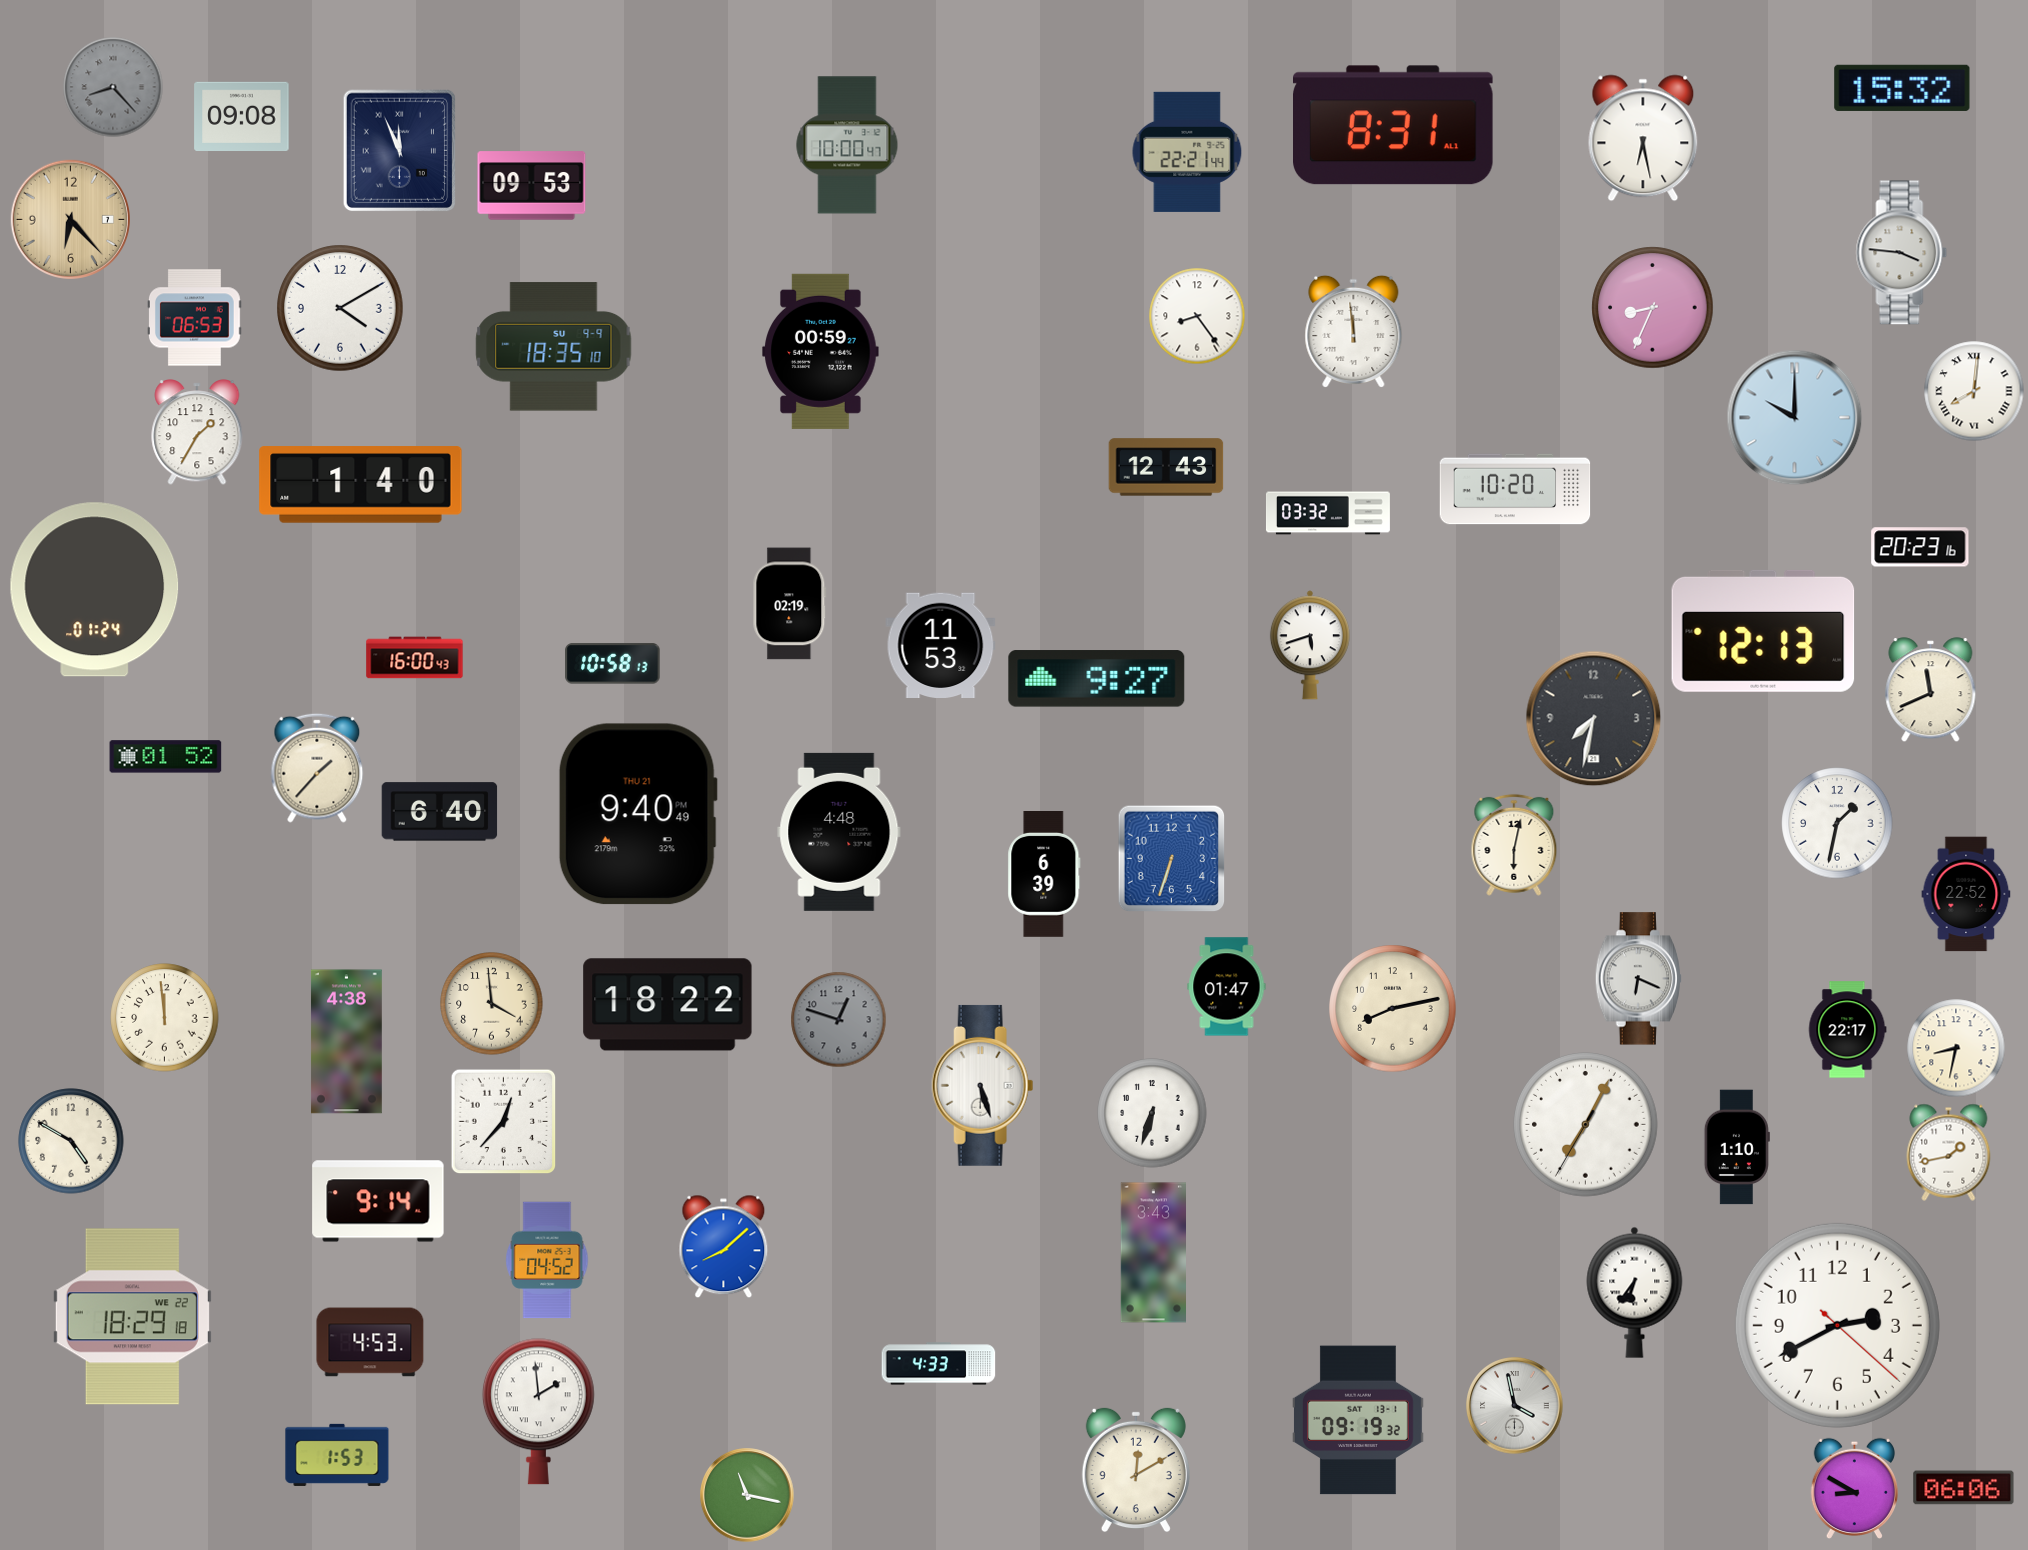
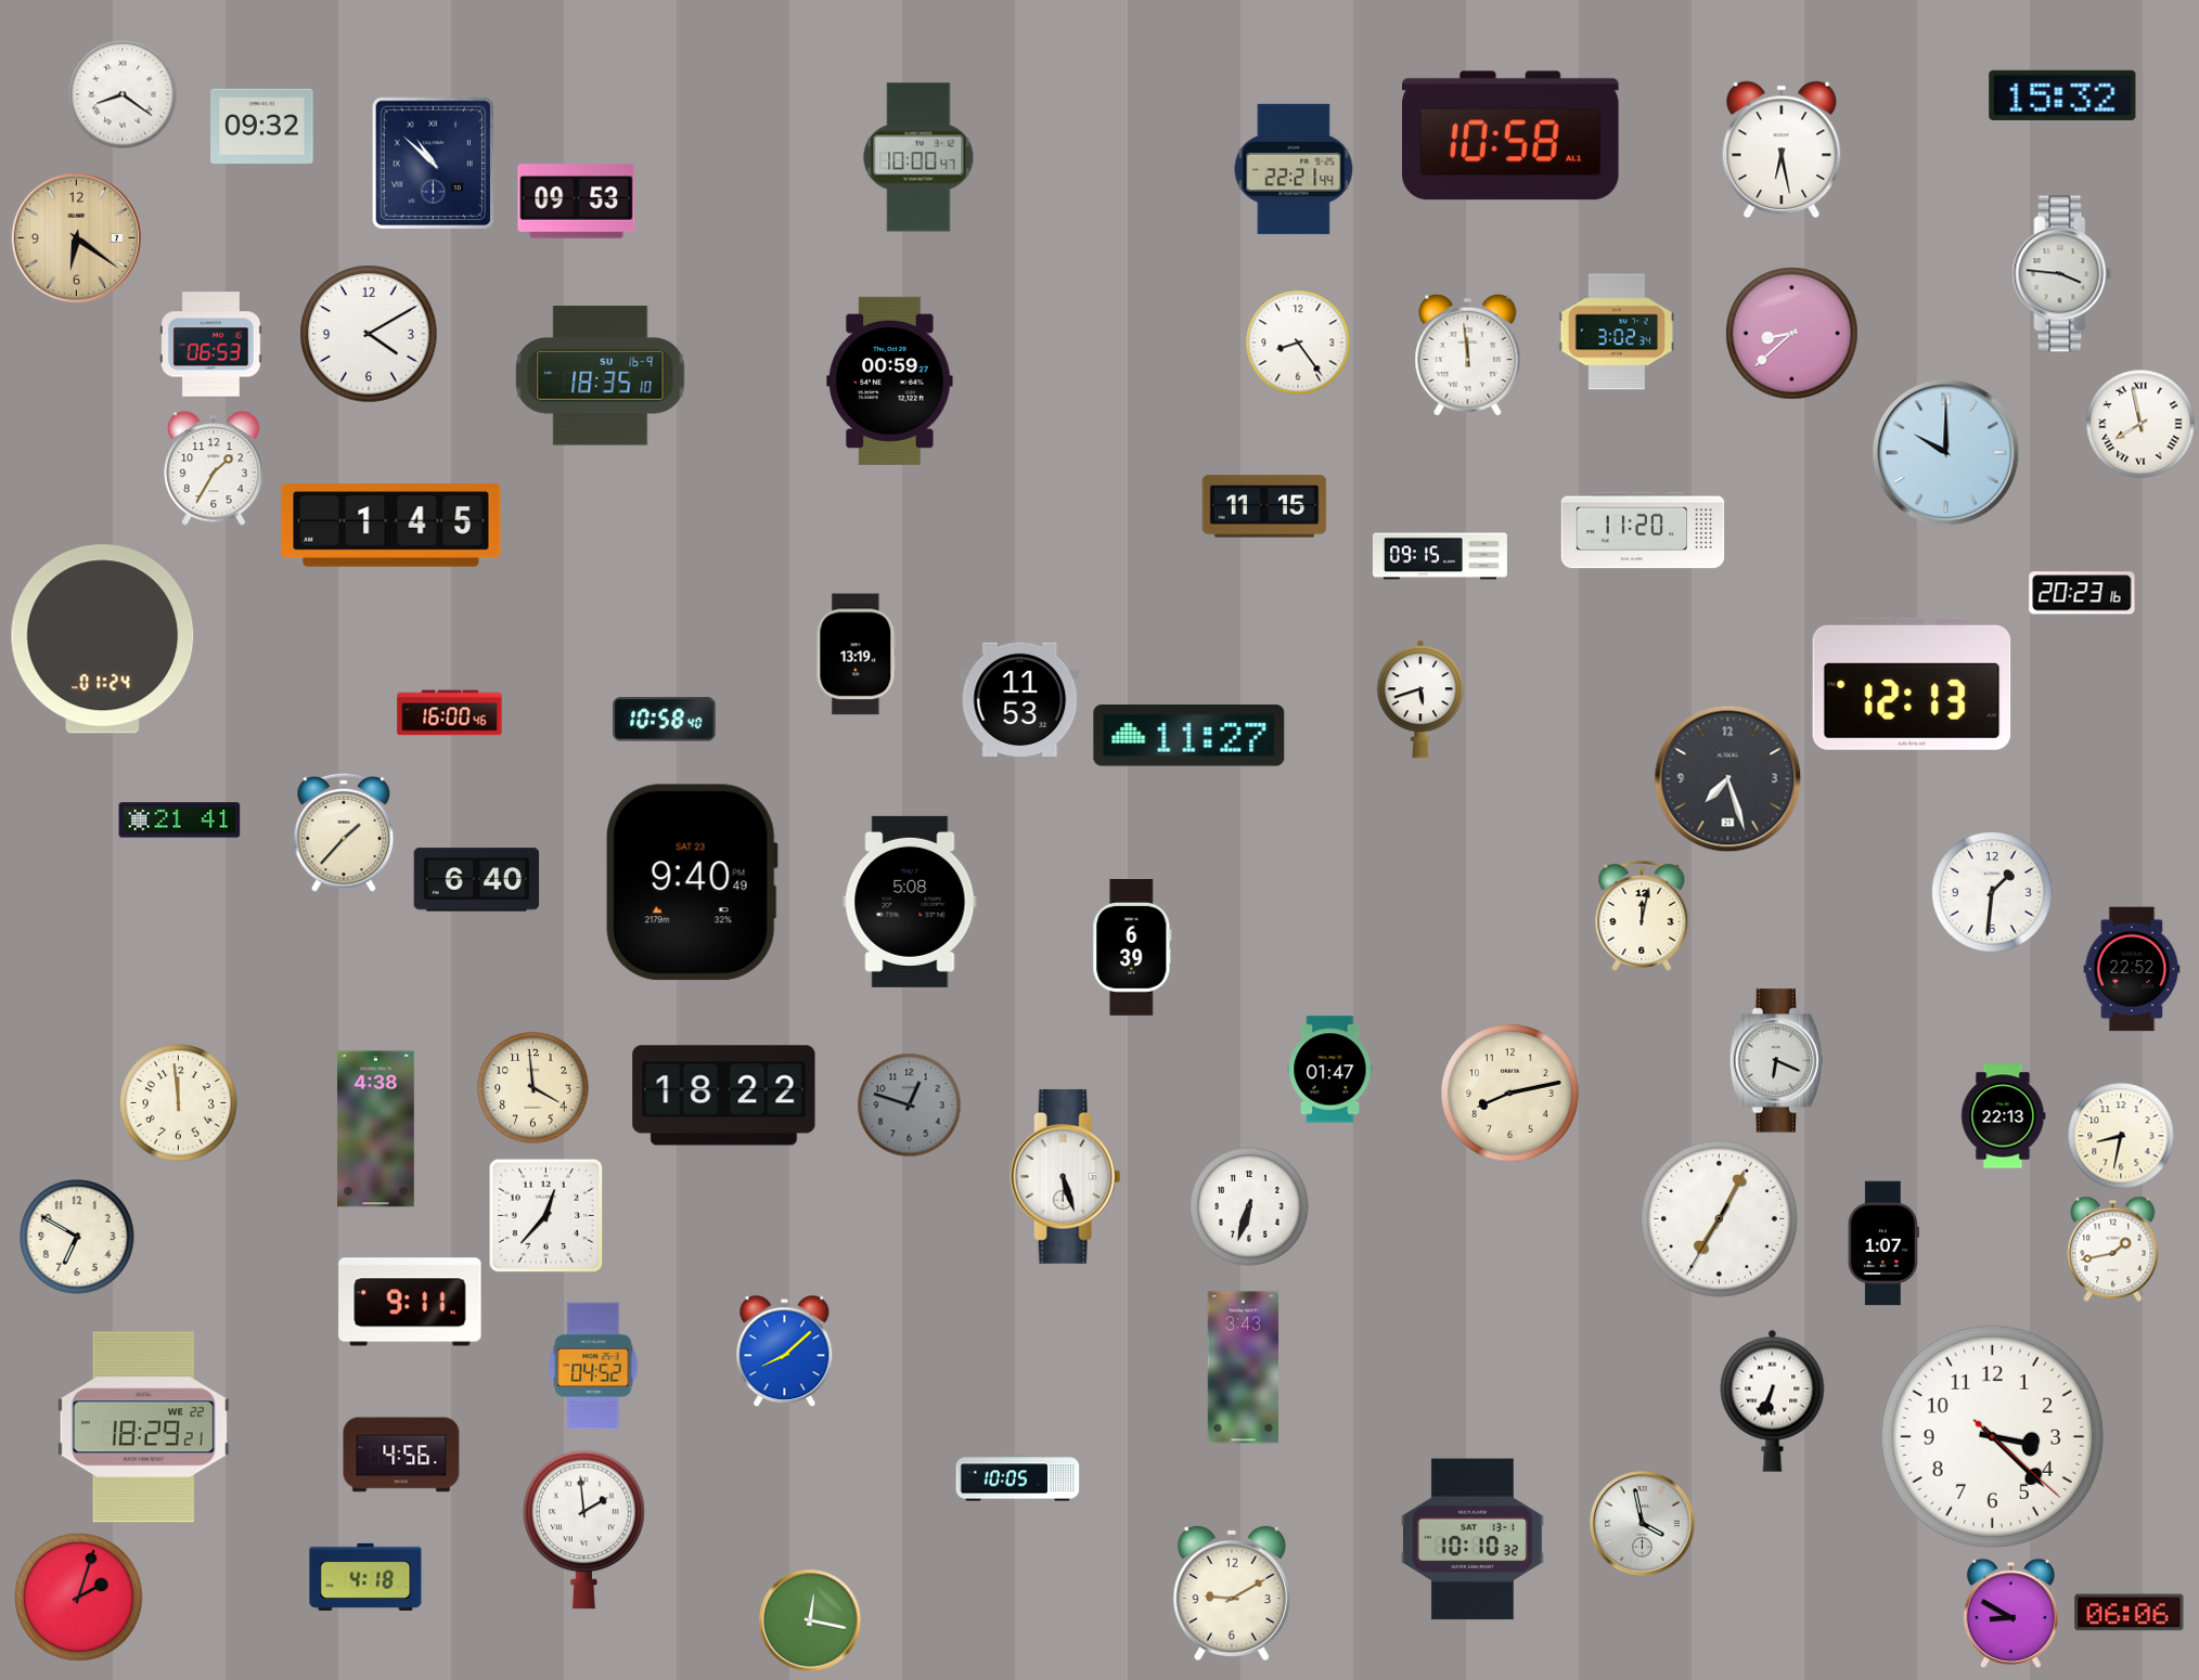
clock at (113, 87): 8:23 -> 8:21
clock at (113, 87) dial: grey -> white
clock at (242, 116): 09:08 -> 09:32
clock at (1394, 125): 8:31 -> 10:58
clock at (399, 151): 11:56 -> 10:52
clock at (1187, 152) position: (1187, 152) -> (1294, 169)
clock at (70, 219): 6:23 -> 6:21
clock at (1616, 332): none -> 3:02
clock at (1653, 308): 8:34 -> 8:38
clock at (1354, 331) position: (1354, 331) -> (1468, 354)
clock at (554, 347) date: SU 9-9 -> SU 16-9
clock at (1974, 391): 8:01 -> 7:58
clock at (1166, 467): 12:43 -> 11:15
clock at (361, 485): 1:40 -> 1:45
clock at (1515, 489): 10:20 -> 11:20
clock at (1328, 513): 03:32 -> 09:15
clock at (790, 604): 02:19 -> 13:19
clock at (415, 658): 16:00:43 -> 16:00:46
clock at (613, 664): 10:58:13 -> 10:58:40
clock at (1097, 679): 9:27 -> 11:27
clock at (1931, 690): 11:41 -> none
clock at (1594, 719): 7:32 -> 7:27
clock at (166, 757): 01:52 -> 21:41
clock at (638, 814) date: THU 21 -> SAT 23
clock at (1837, 823): 1:32 -> 1:31
clock at (839, 832): 4:48 -> 5:08
clock at (1514, 845): 6:02 -> 12:02
clock at (1172, 859): 6:33 -> none
clock at (668, 1005) position: (668, 1005) -> (724, 1096)
clock at (1847, 1030): 22:17 -> 22:13
clock at (71, 1141): 4:50 -> 6:50
clock at (1737, 1147): 1:10 -> 1:07
clock at (378, 1201): 9:14 -> 9:11
clock at (1153, 1253) position: (1153, 1253) -> (1243, 1368)
clock at (1635, 1292): 6:36 -> 6:34
clock at (132, 1317): 18:29:18 -> 18:29:21
clock at (1837, 1325): 2:40 -> 3:22
clock at (370, 1342): 4:53 -> 4:56
clock at (939, 1364): 4:33 -> 10:05
clock at (1358, 1420): 09:19 -> 10:10
clock at (337, 1455): 1:53 -> 4:18
clock at (1136, 1470): 12:10 -> 9:10
clock at (79, 1598): none -> 2:03
clock at (747, 1495): 11:17 -> 12:17
